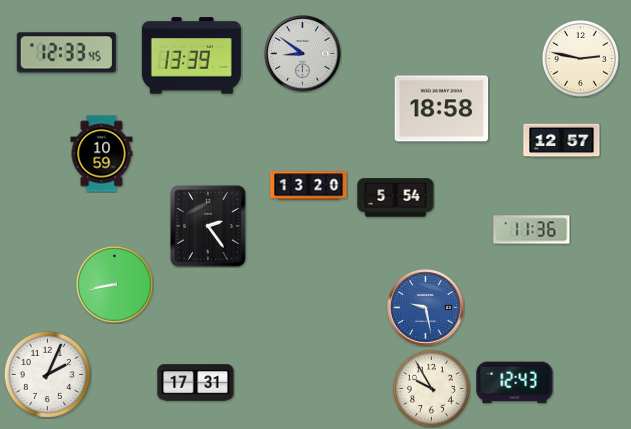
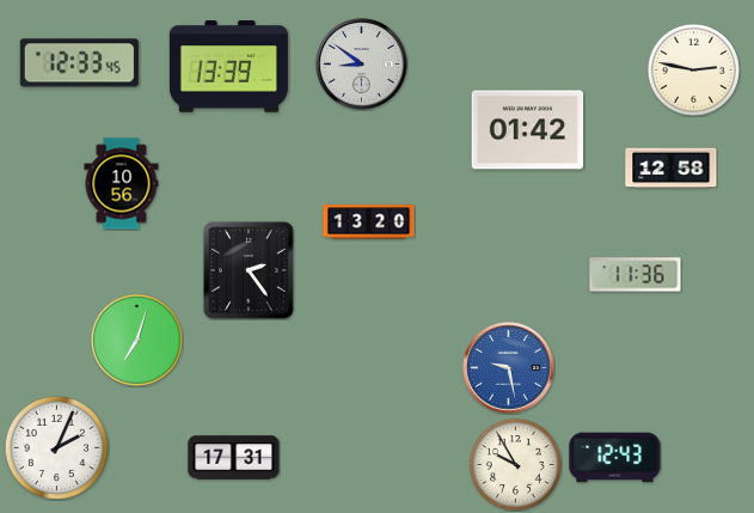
clock at (442, 109): 18:58 -> 01:42
clock at (562, 141): 12:57 -> 12:58
clock at (102, 154): 10:59 -> 10:56
clock at (396, 198): 5:54 -> none
clock at (114, 284): 8:43 -> 7:03
